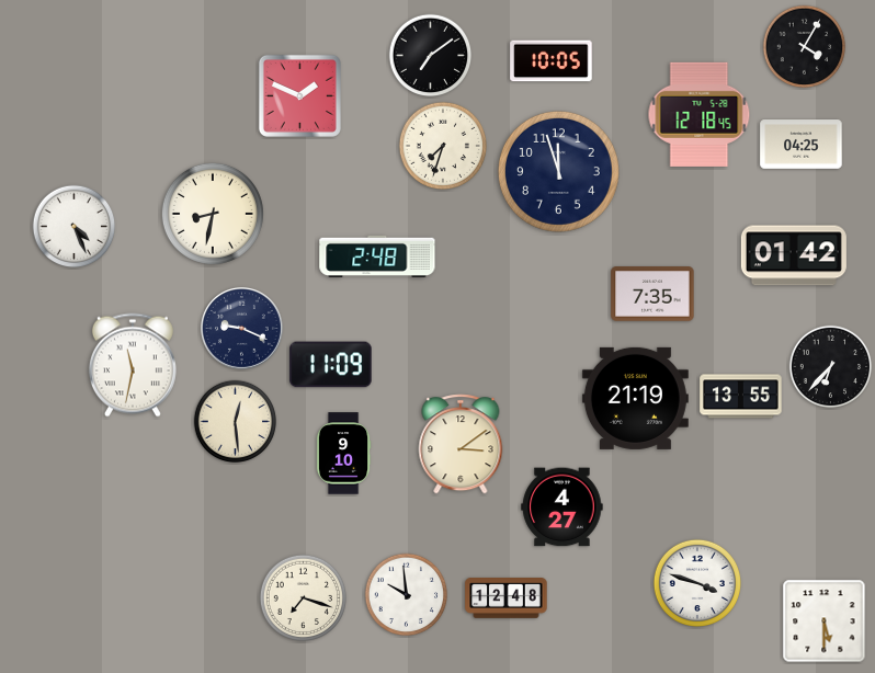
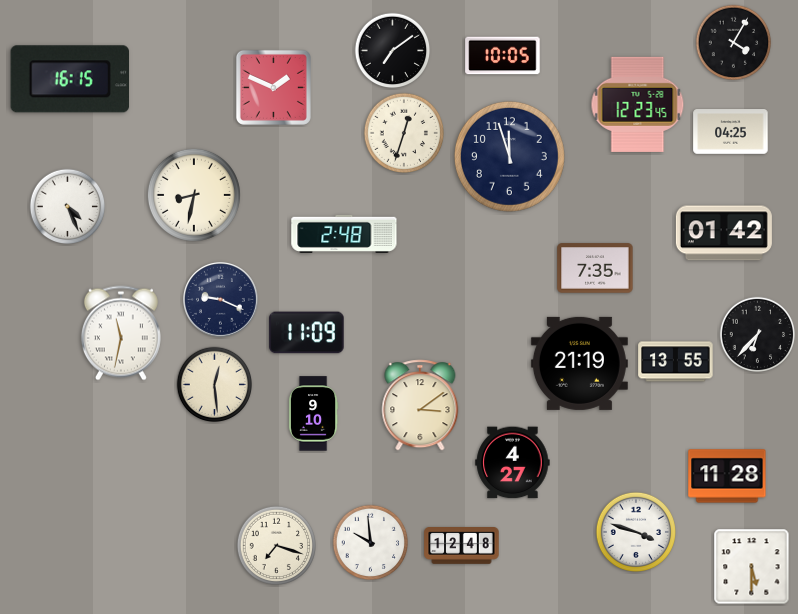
clock at (69, 79): none -> 16:15
clock at (700, 114): 12:18 -> 12:23
clock at (442, 145): 7:33 -> 12:33
clock at (331, 365) position: (331, 365) -> (307, 333)
clock at (727, 476): none -> 11:28
